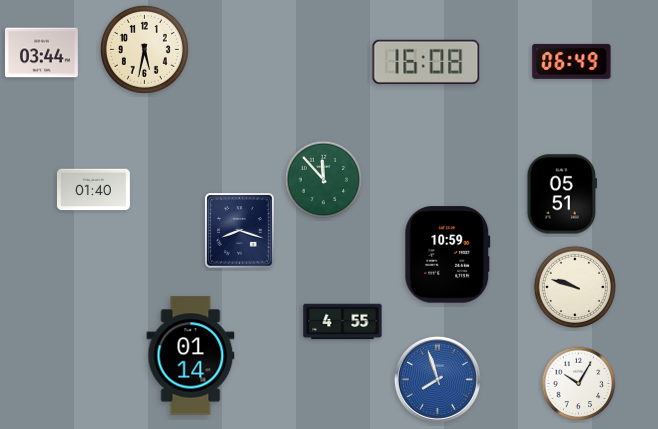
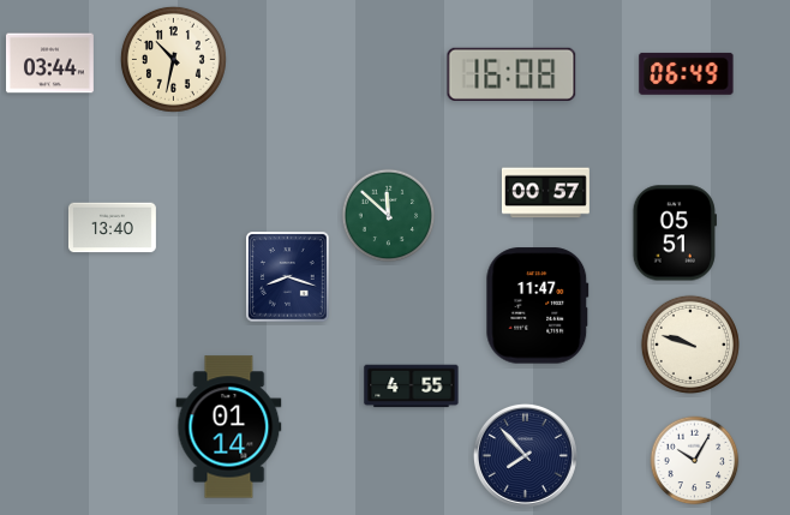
clock at (144, 49): 5:32 -> 10:32
clock at (545, 193): none -> 00:57
clock at (324, 180): 11:53 -> 11:52
clock at (93, 190): 01:40 -> 13:40
clock at (448, 255): 10:59 -> 11:47
clock at (437, 379): 7:57 -> 7:53
clock at (437, 379) dial: blue -> navy
